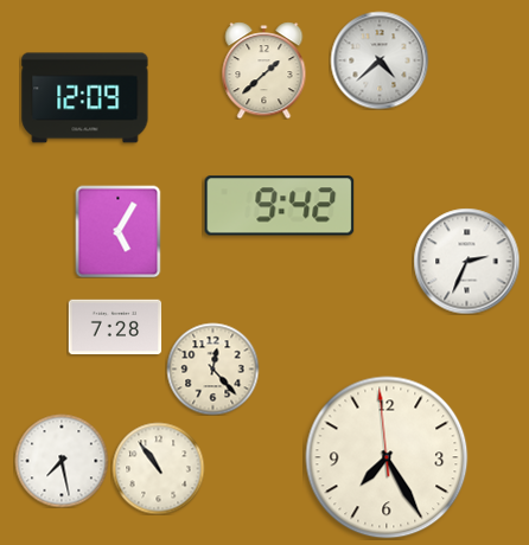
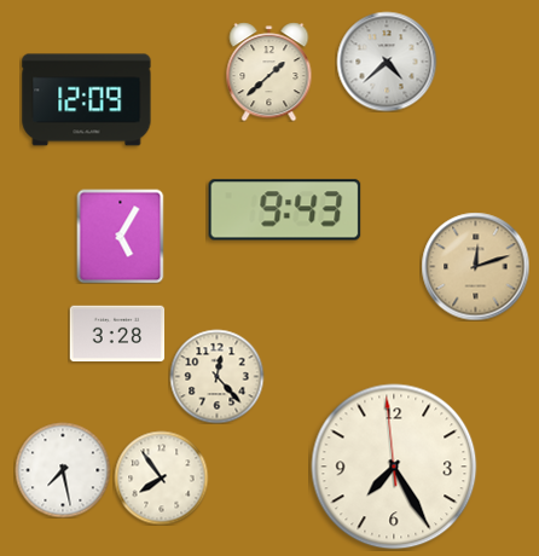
clock at (280, 206): 9:42 -> 9:43
clock at (466, 261): 2:34 -> 12:12
clock at (466, 261) dial: white -> champagne
clock at (115, 327): 7:28 -> 3:28
clock at (158, 468): 10:54 -> 7:54
